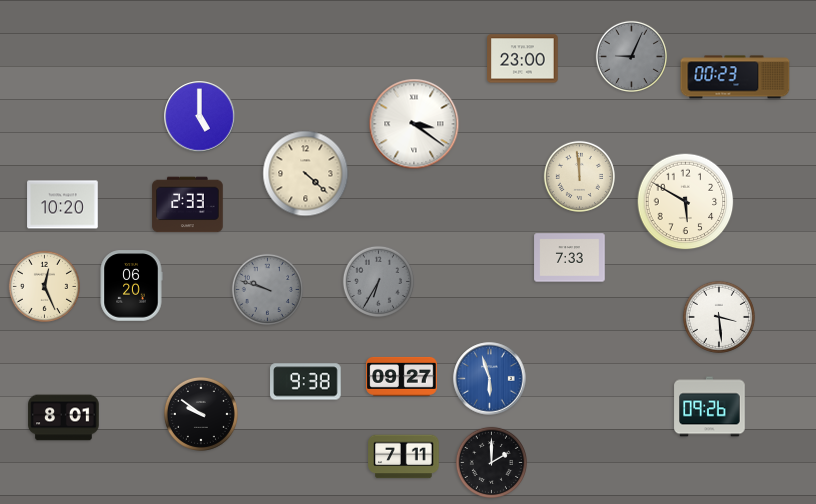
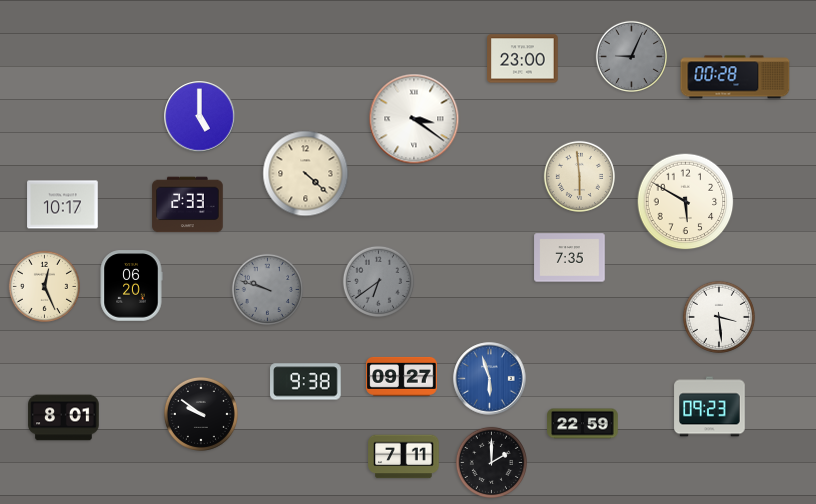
clock at (735, 77): 00:23 -> 00:28
clock at (414, 124) position: (414, 124) -> (414, 119)
clock at (579, 176): 11:59 -> 5:59
clock at (63, 205): 10:20 -> 10:17
clock at (570, 258): 7:33 -> 7:35
clock at (378, 281): 6:35 -> 6:39
clock at (710, 407): 09:26 -> 09:23
clock at (583, 424): none -> 22:59
